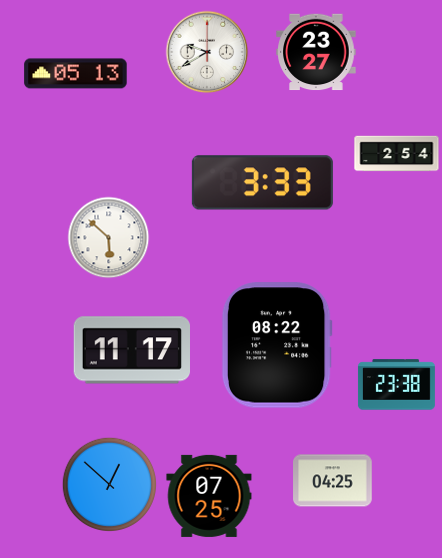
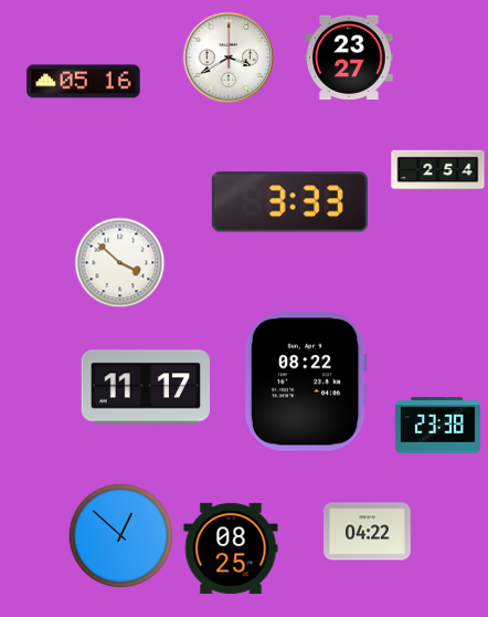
clock at (207, 52): 9:40 -> 3:40
clock at (76, 74): 05:13 -> 05:16
clock at (109, 238): 5:52 -> 3:52
clock at (333, 481): 04:25 -> 04:22
clock at (209, 496): 07:25 -> 08:25
